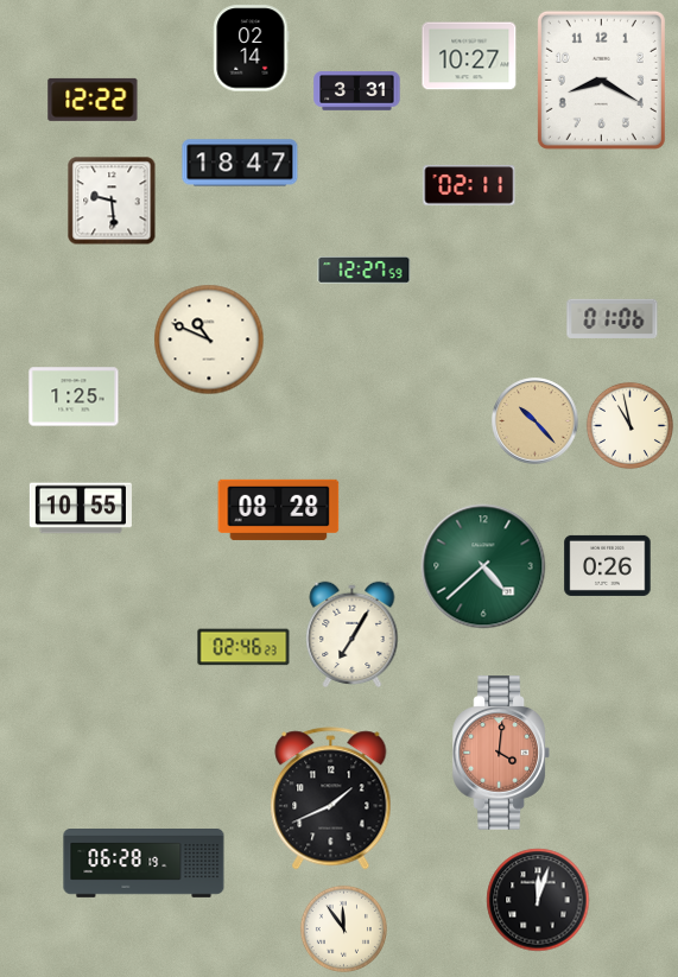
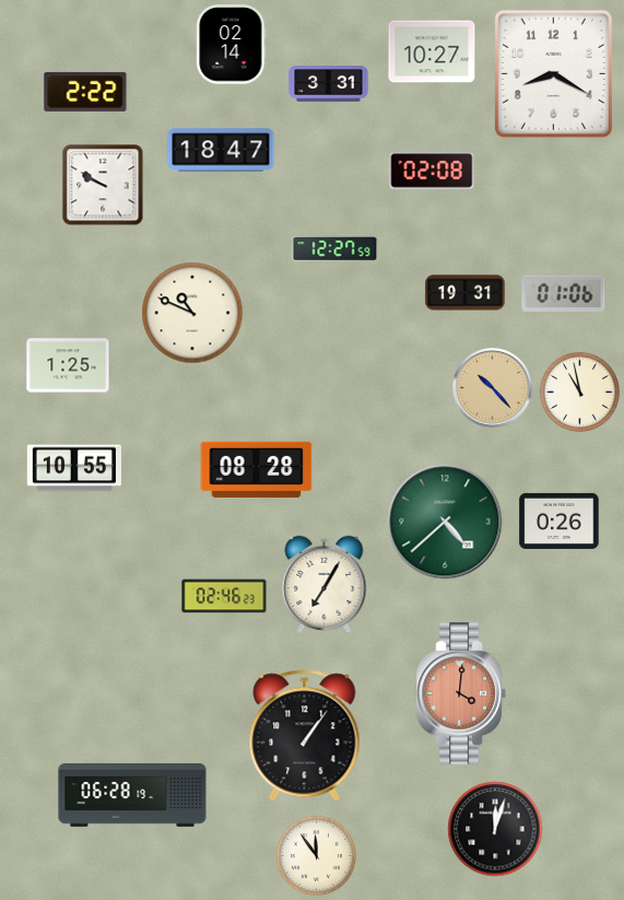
clock at (93, 100): 12:22 -> 2:22
clock at (469, 185): 02:11 -> 02:08
clock at (112, 201): 9:29 -> 9:50
clock at (466, 293): none -> 19:31
clock at (331, 799): 1:41 -> 1:06
